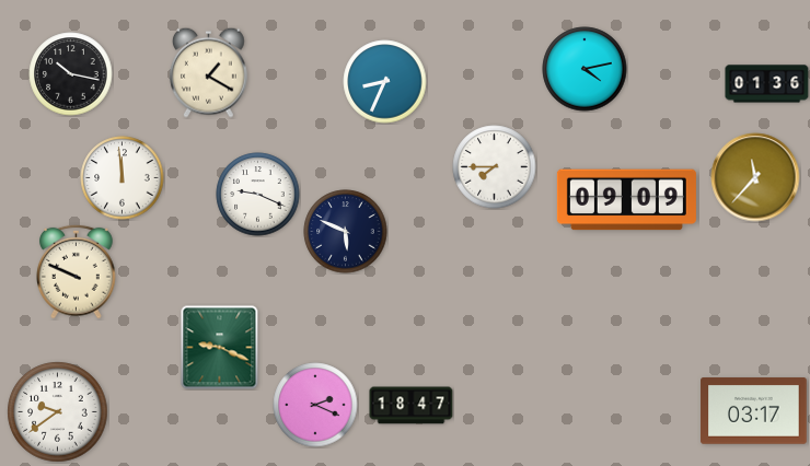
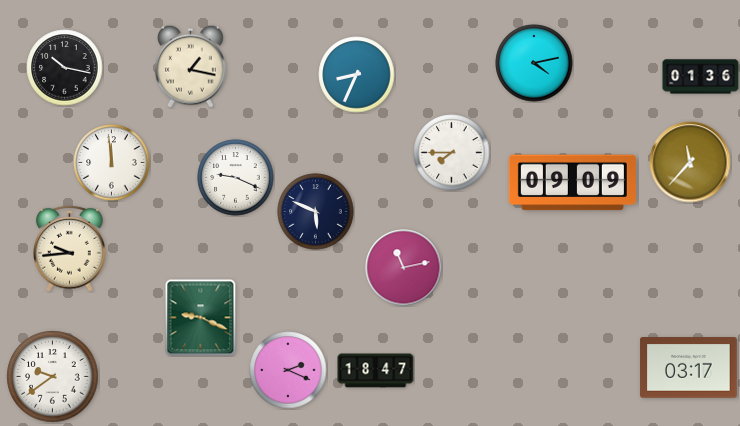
clock at (208, 72): 1:20 -> 1:17
clock at (385, 82) position: (385, 82) -> (357, 75)
clock at (77, 271): 9:49 -> 9:44
clock at (404, 268): none -> 11:13
clock at (754, 411) position: (754, 411) -> (689, 368)
